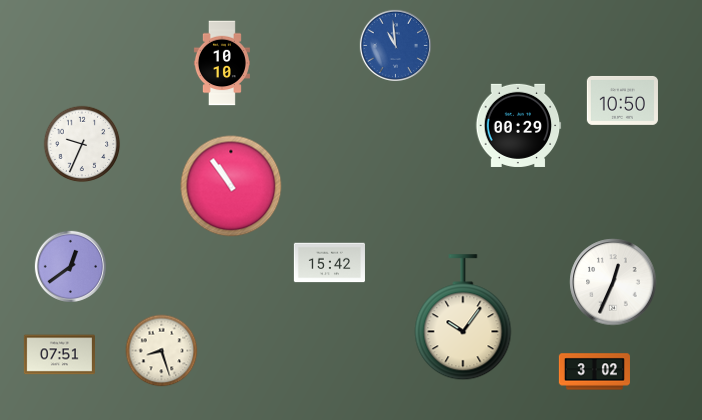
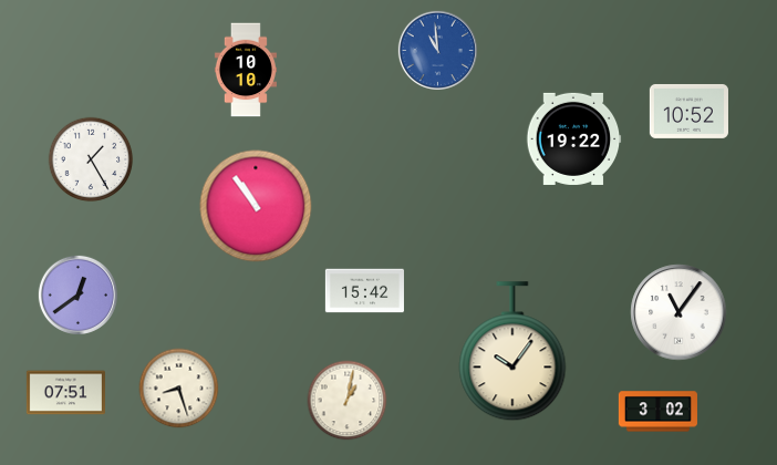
clock at (622, 100): 10:50 -> 10:52
clock at (518, 125): 00:29 -> 19:22
clock at (82, 144): 9:34 -> 1:25
clock at (613, 282): 12:34 -> 11:06
clock at (348, 401): none -> 1:02
